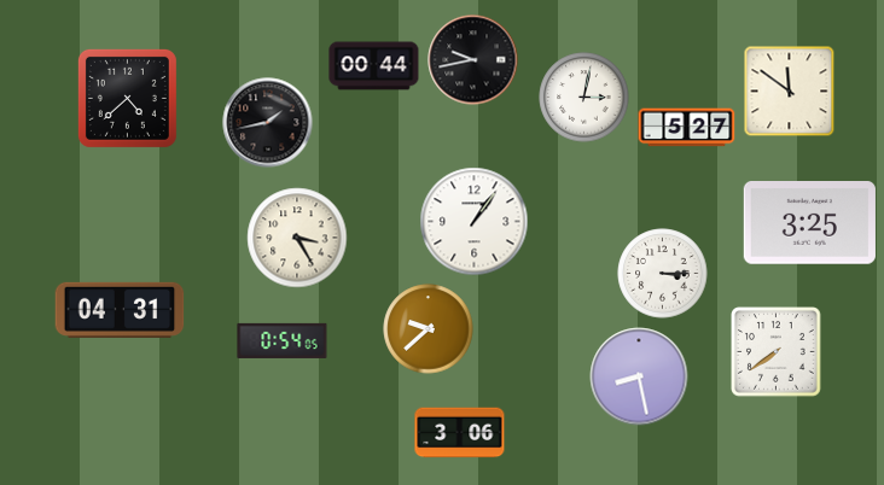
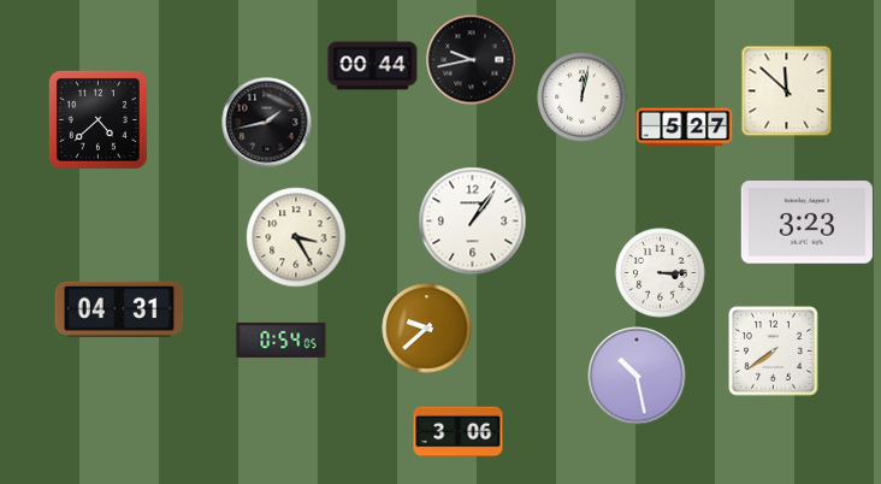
clock at (790, 92): 11:51 -> 11:52
clock at (127, 98) position: (127, 98) -> (97, 119)
clock at (585, 98): 3:02 -> 12:02
clock at (809, 223): 3:25 -> 3:23
clock at (639, 376): 8:28 -> 10:28
